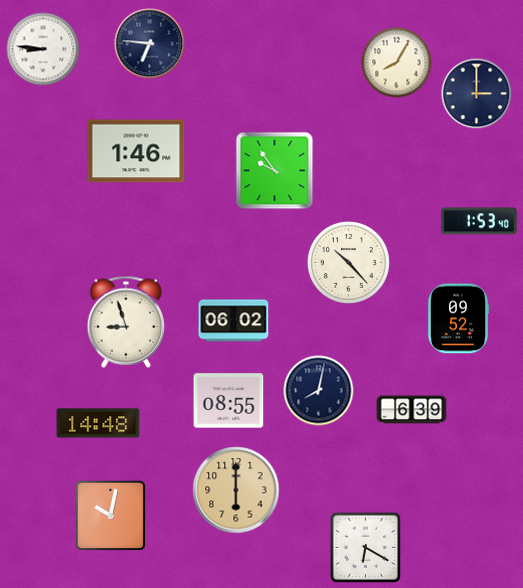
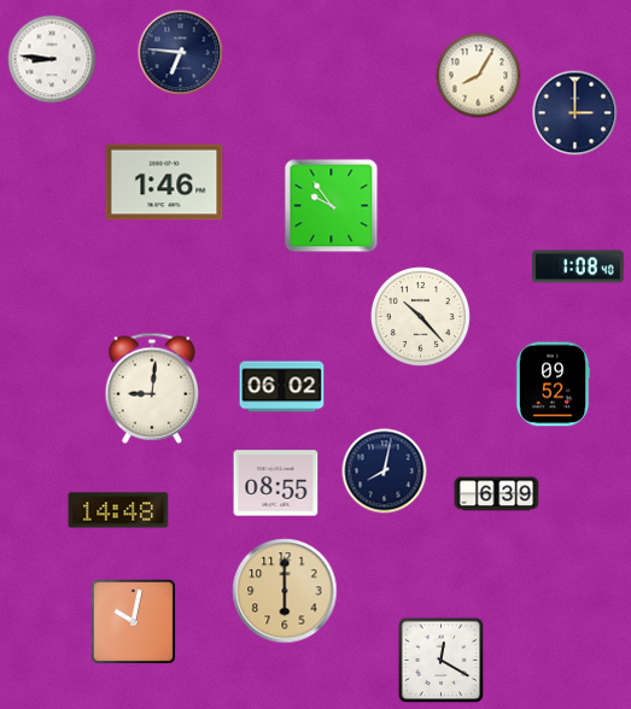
clock at (479, 221): 1:53 -> 1:08
clock at (126, 322): 8:57 -> 9:01
clock at (366, 548): 6:20 -> 12:20
